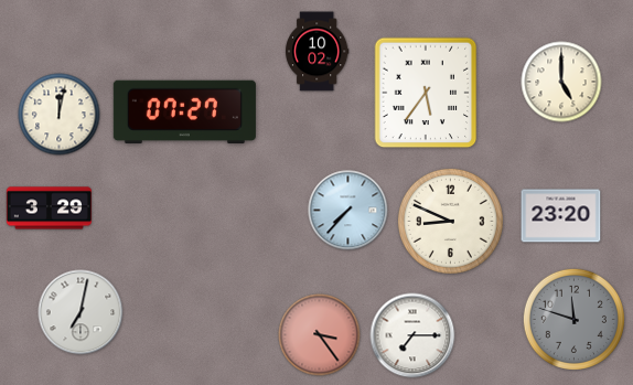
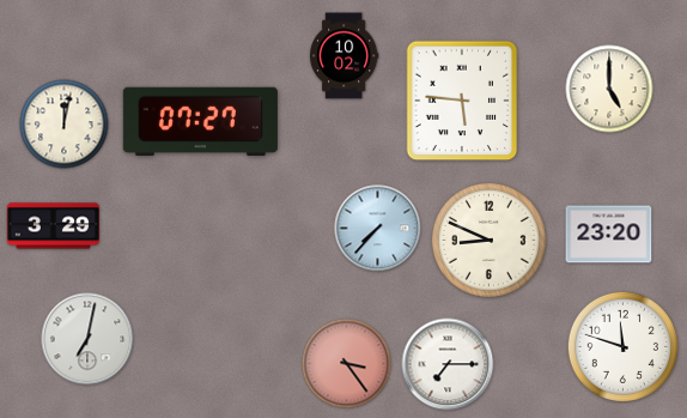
clock at (426, 93): 5:36 -> 5:46
clock at (573, 319) dial: grey -> white
